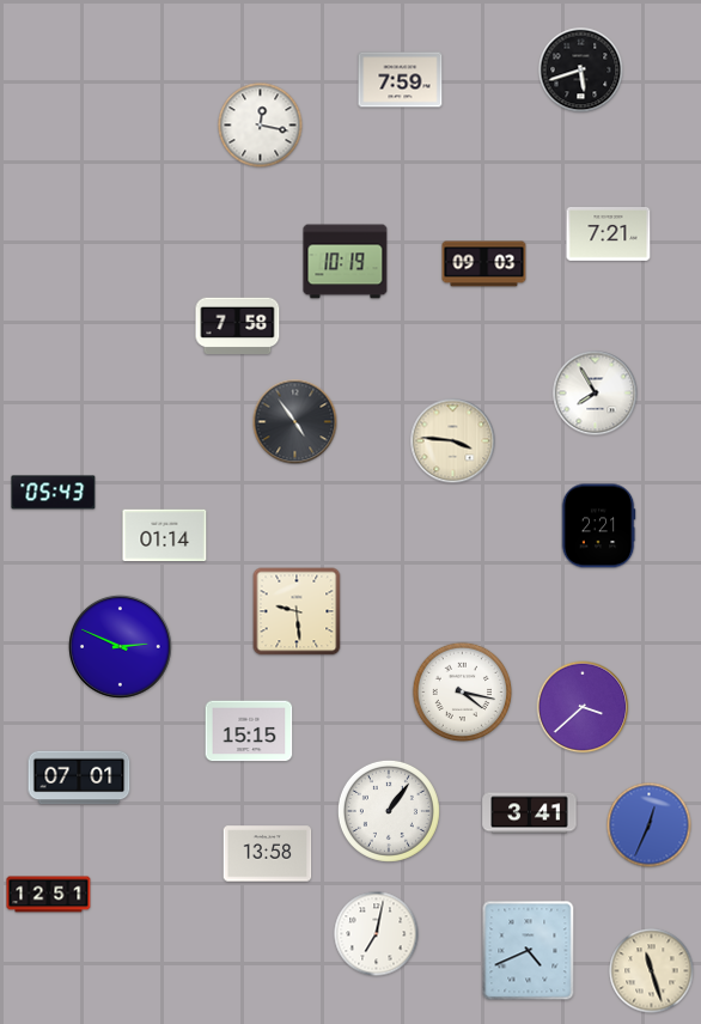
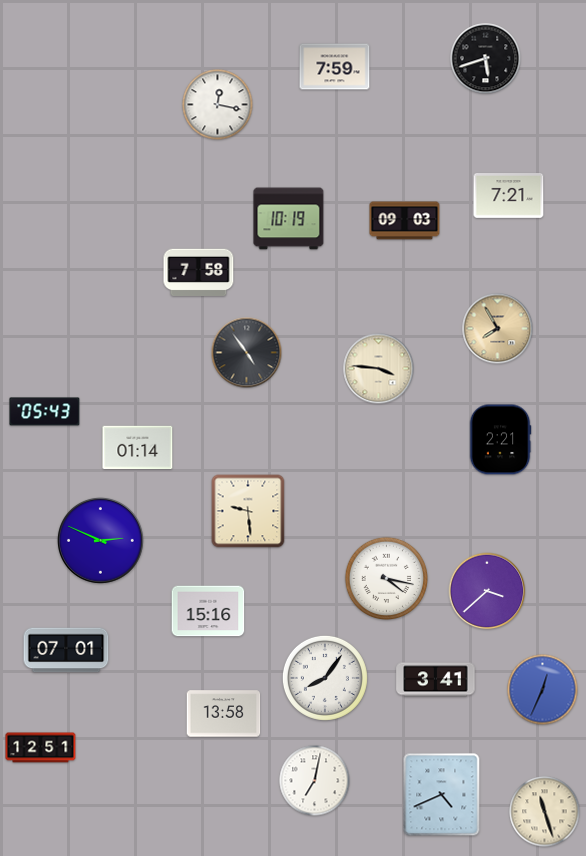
clock at (596, 394) dial: white -> champagne
clock at (249, 731): 15:15 -> 15:16
clock at (389, 811): 1:06 -> 8:06
clock at (530, 813) position: (530, 813) -> (436, 680)
